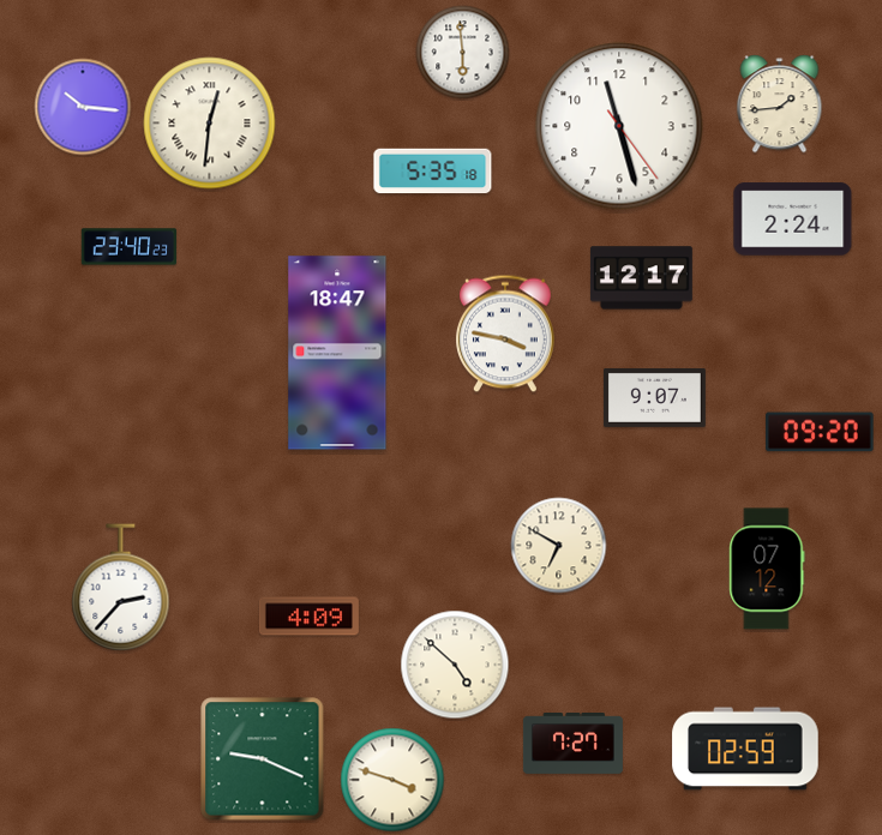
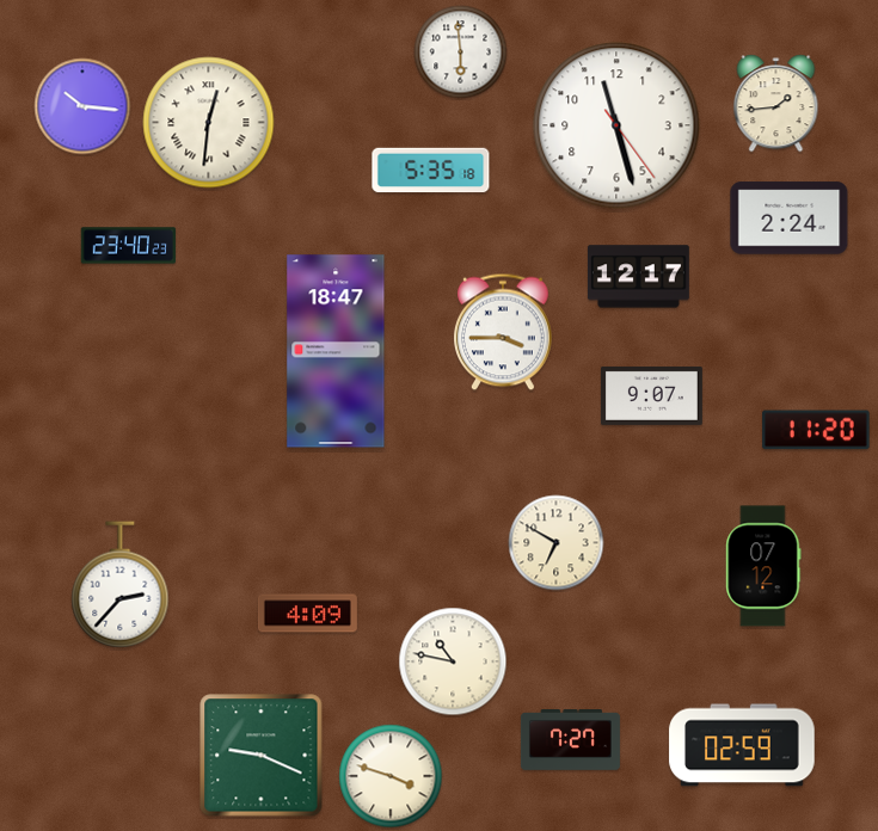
clock at (505, 334): 3:47 -> 3:45
clock at (820, 432): 09:20 -> 11:20
clock at (455, 665): 4:52 -> 10:47
